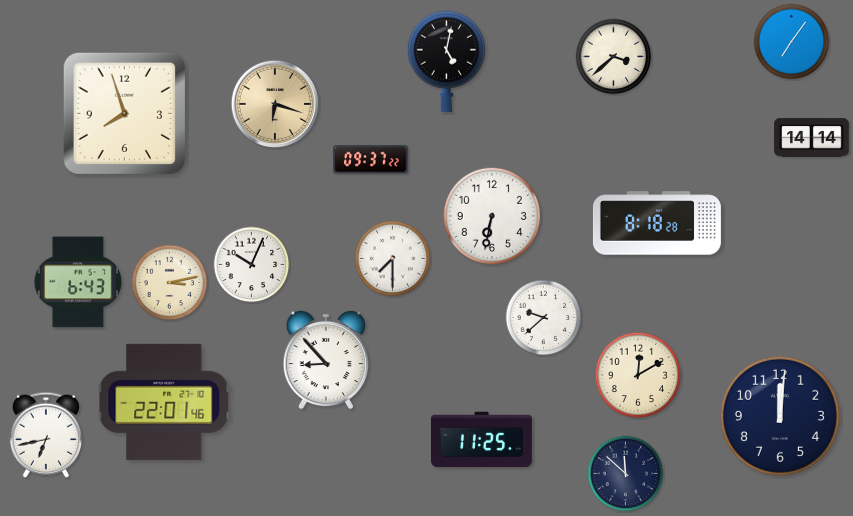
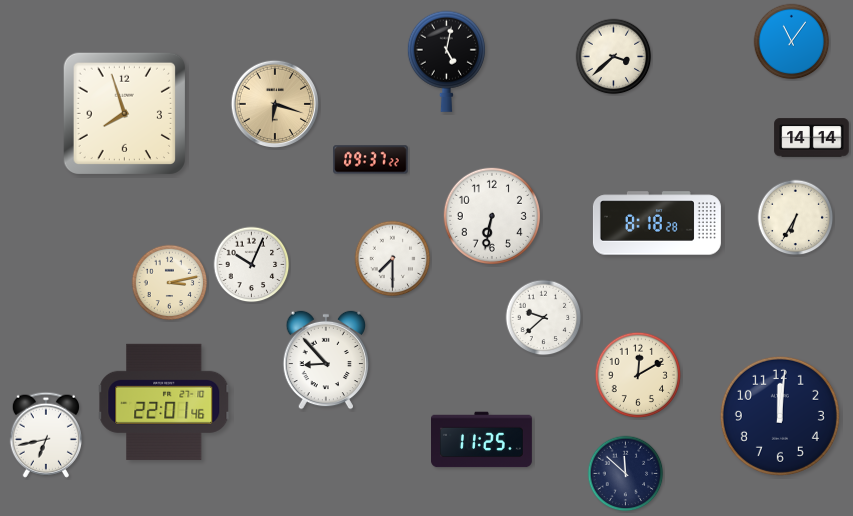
clock at (792, 42): 7:06 -> 11:06
clock at (796, 218): none -> 6:35
clock at (78, 282): 6:43 -> none
